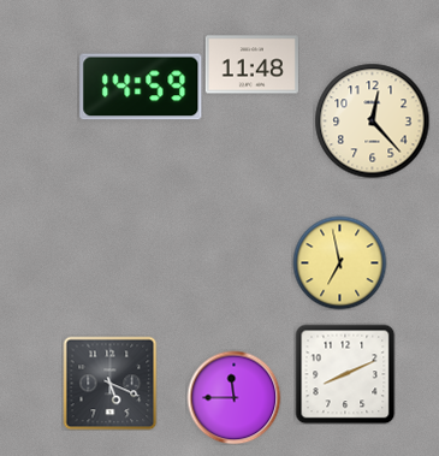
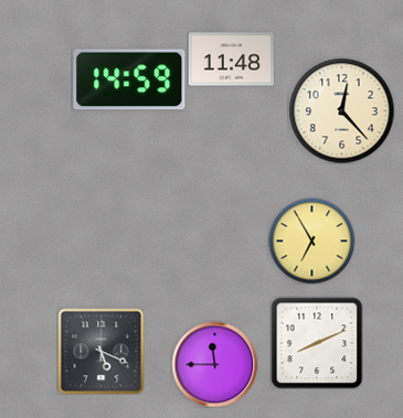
clock at (339, 262): 6:58 -> 6:55
